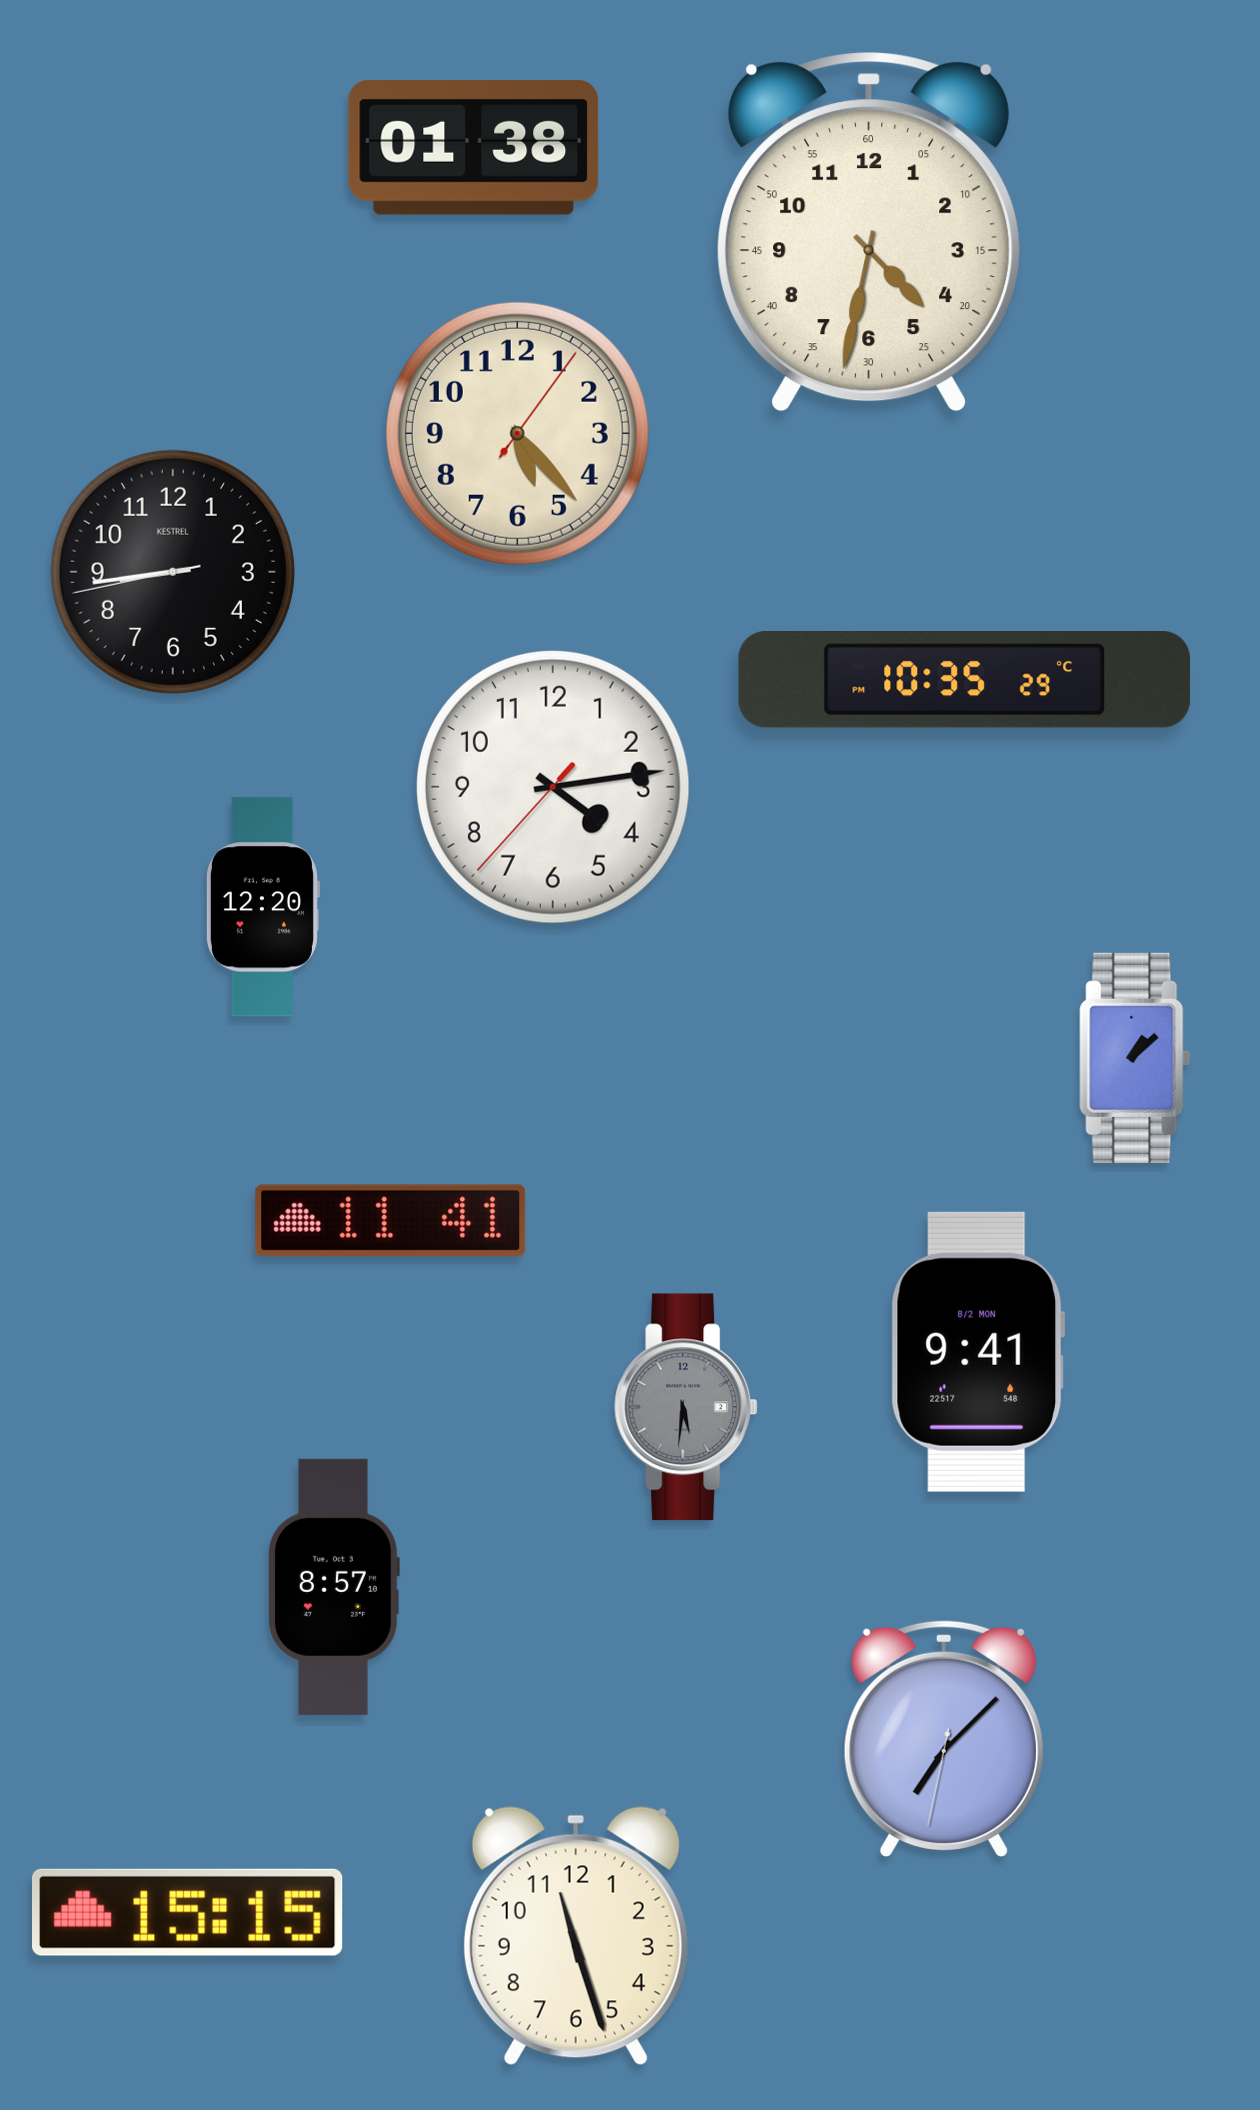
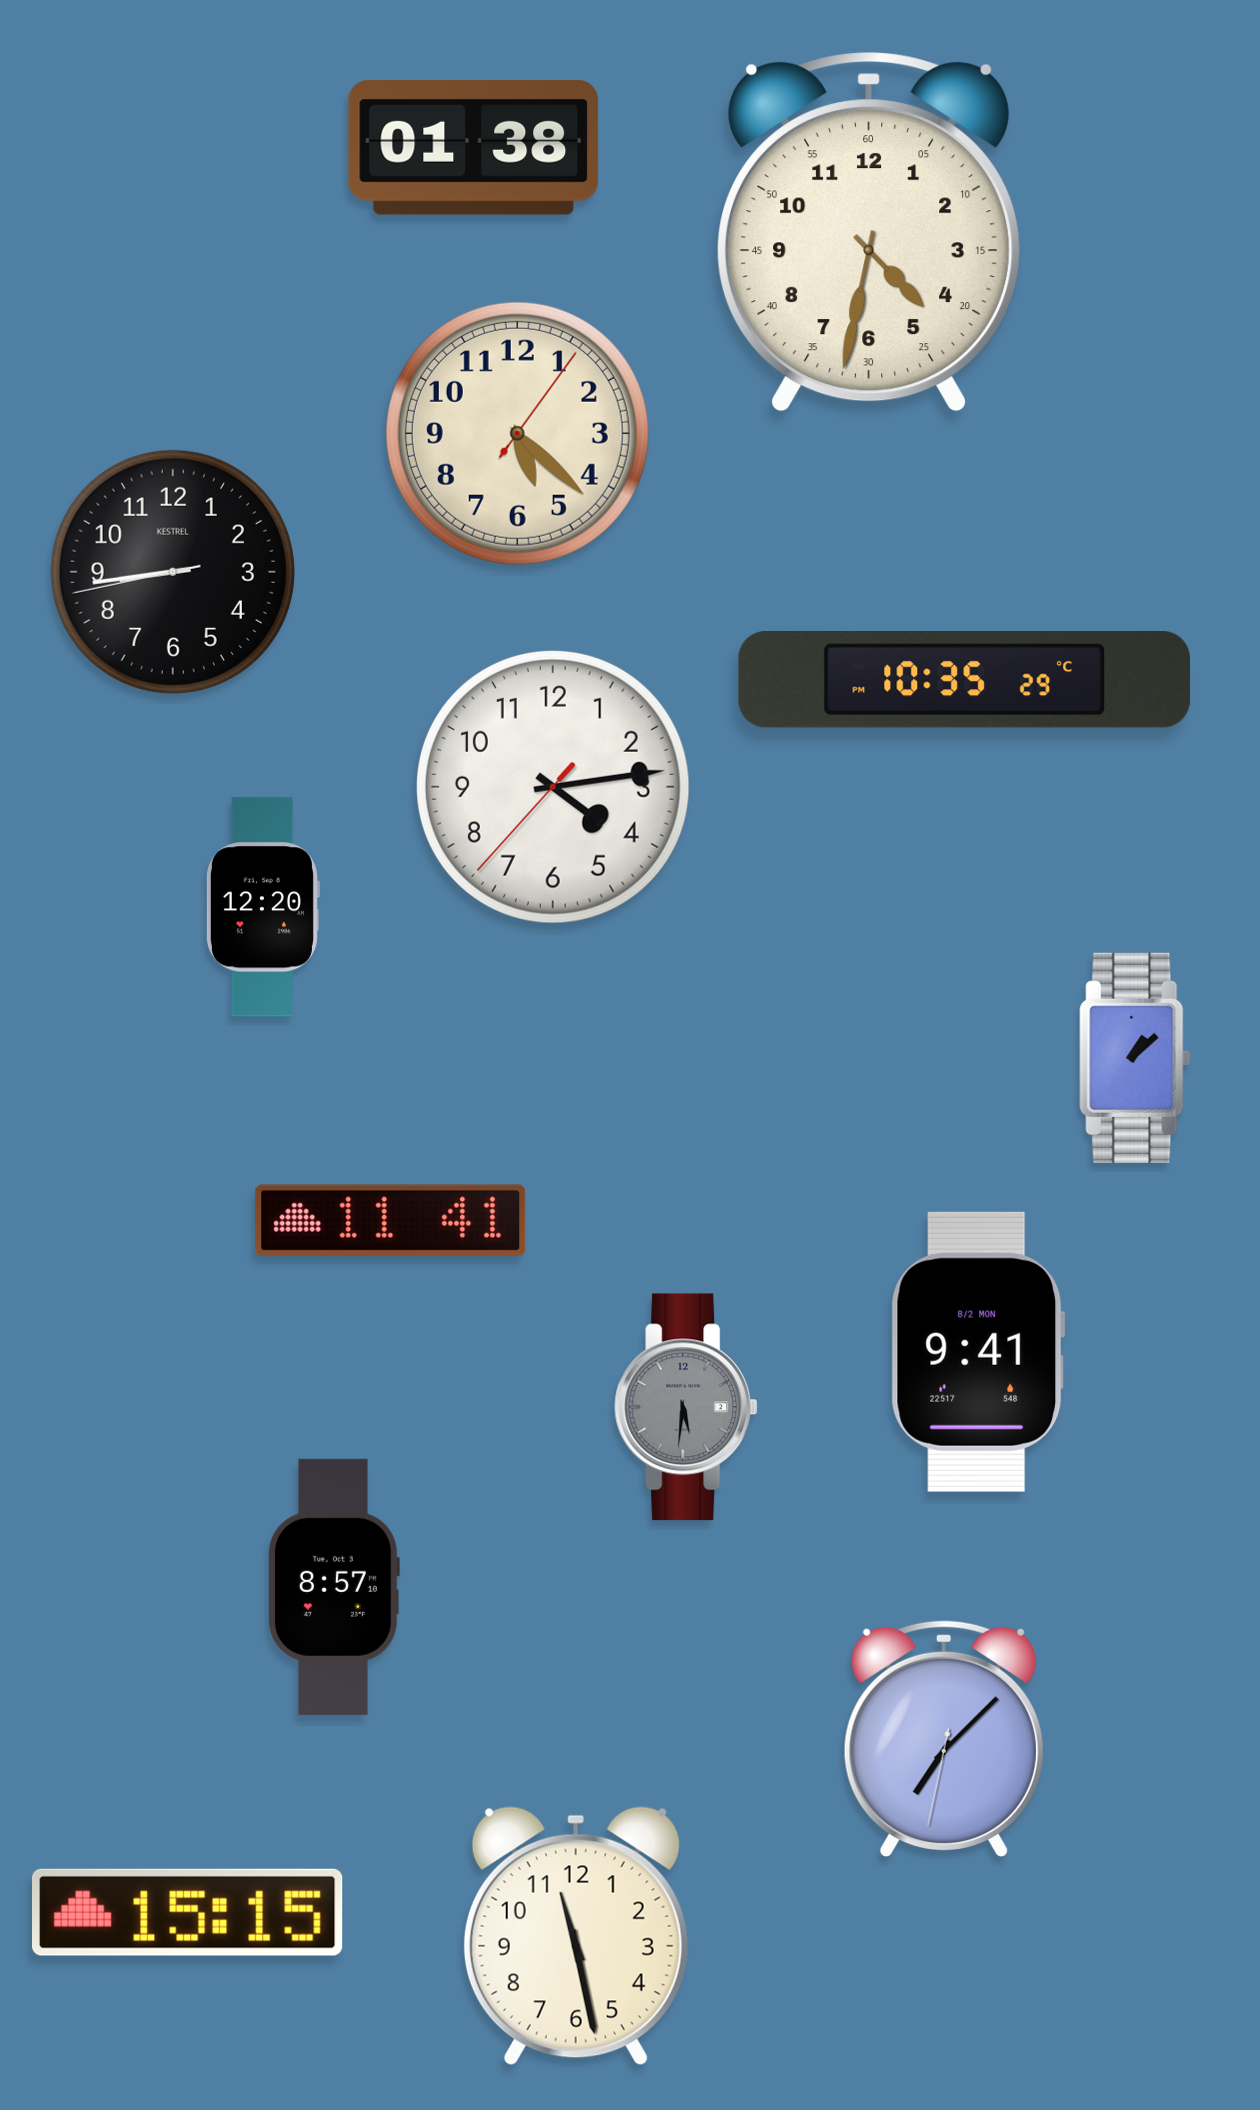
clock at (517, 433): 5:23 -> 5:22
clock at (576, 1936): 11:27 -> 11:28
